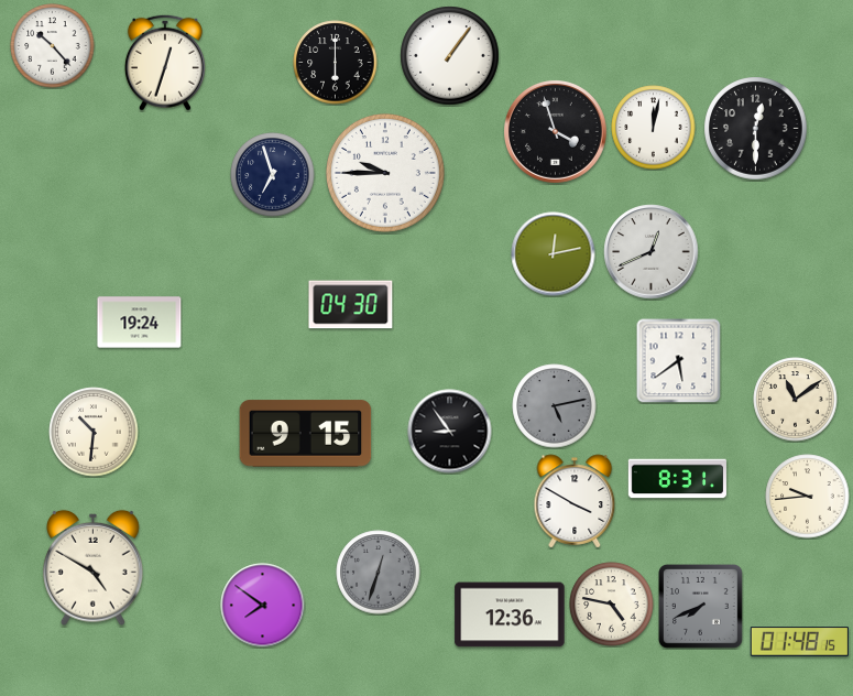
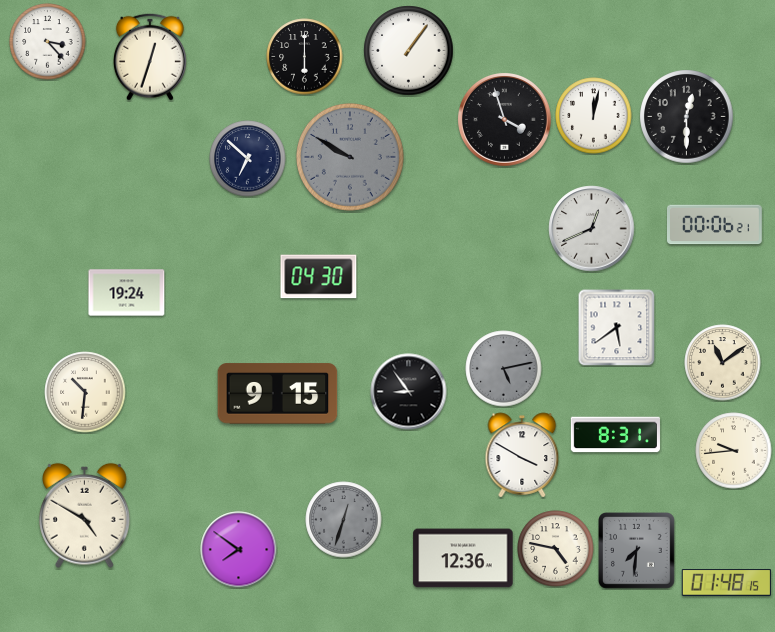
clock at (53, 46): 10:23 -> 3:23
clock at (385, 173): 9:45 -> 9:50
clock at (385, 173) dial: white -> grey
clock at (273, 175): 6:57 -> 6:52
clock at (715, 225): none -> 00:06
clock at (554, 254): 12:13 -> none
clock at (701, 607): 7:41 -> 7:31
